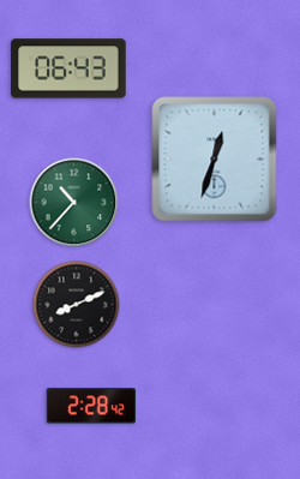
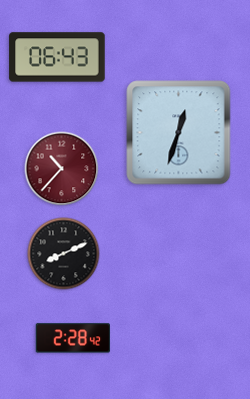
clock at (74, 203) dial: green -> burgundy
clock at (91, 406) position: (91, 406) -> (73, 338)
